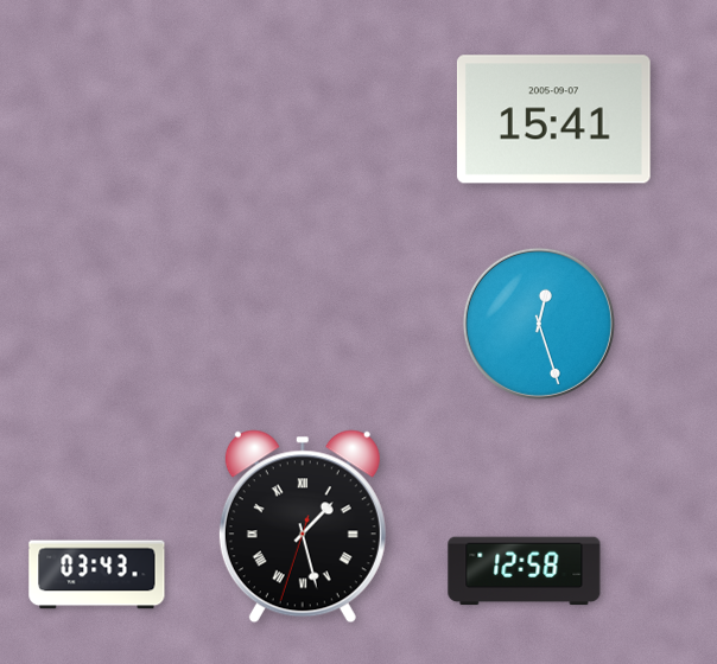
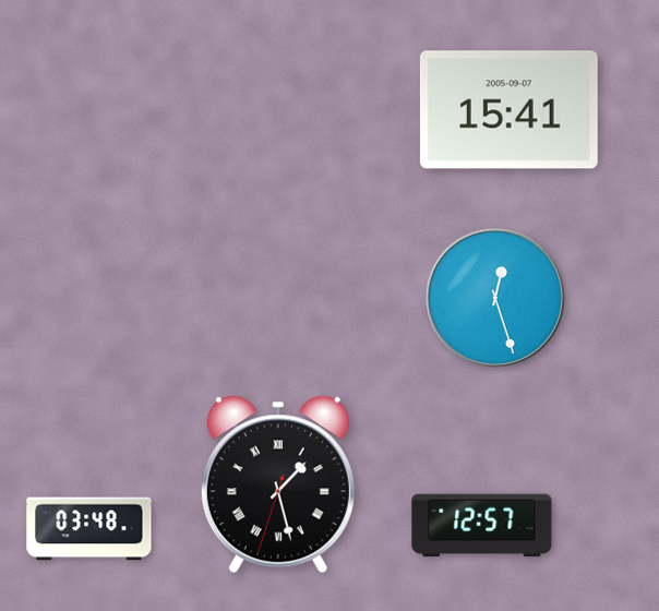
clock at (525, 572): 12:58 -> 12:57
clock at (97, 575): 03:43 -> 03:48
